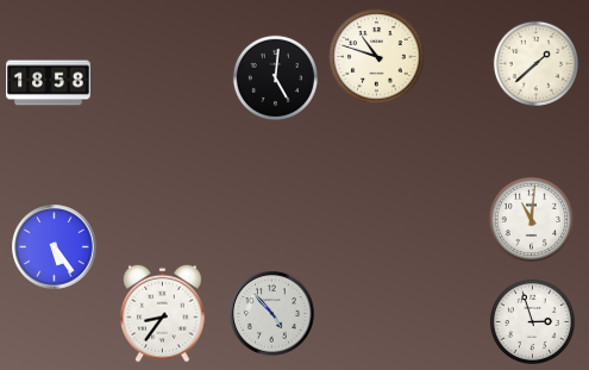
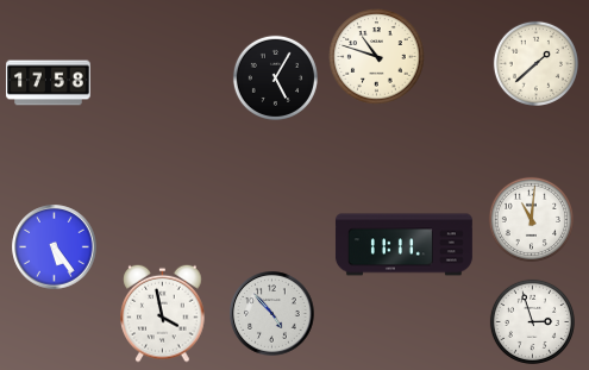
clock at (275, 77): 5:01 -> 5:05
clock at (49, 83): 18:58 -> 17:58
clock at (403, 245): none -> 11:11
clock at (163, 313): 8:36 -> 3:58
